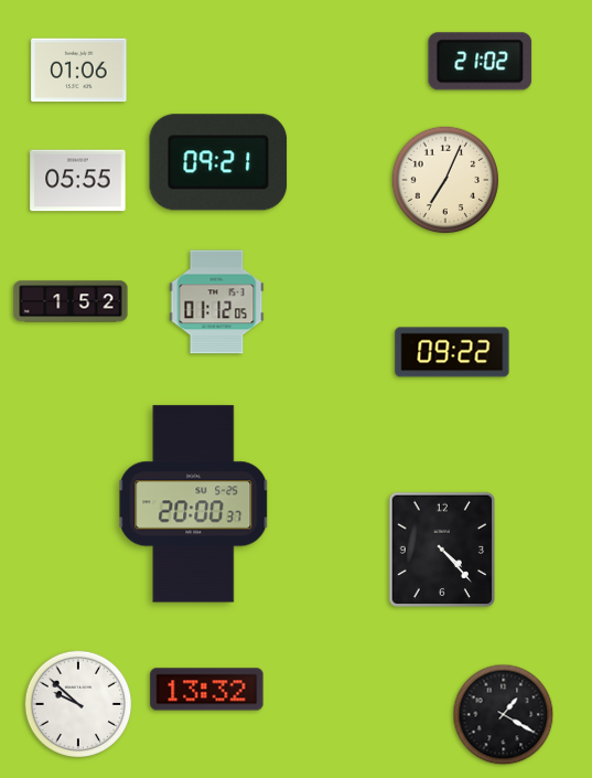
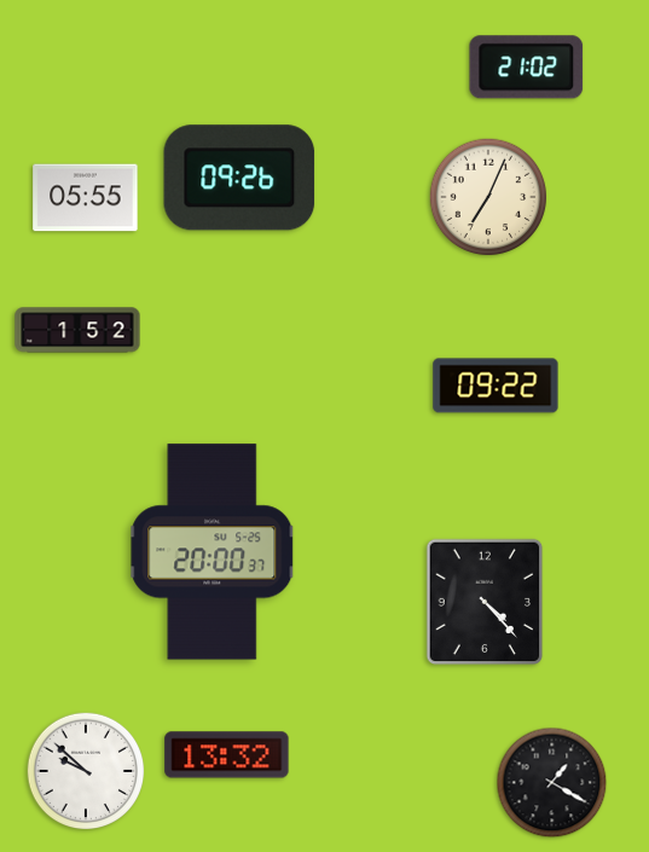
clock at (79, 71): 01:06 -> none
clock at (218, 162): 09:21 -> 09:26
clock at (217, 302): 01:12 -> none
